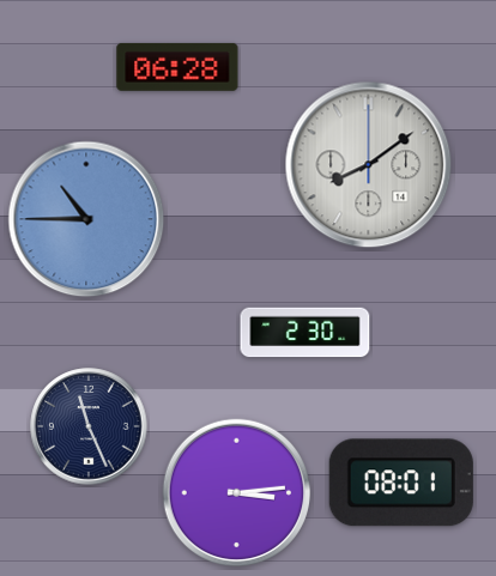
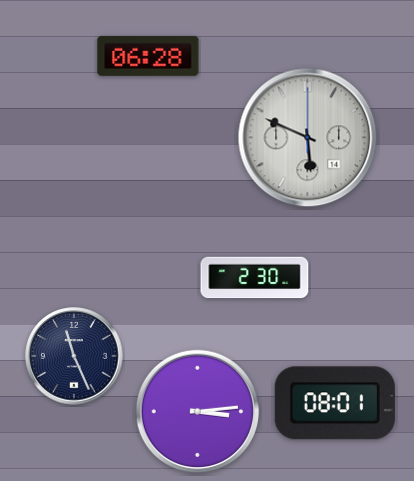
clock at (369, 165): 8:09 -> 5:49
clock at (86, 219): 10:45 -> none
